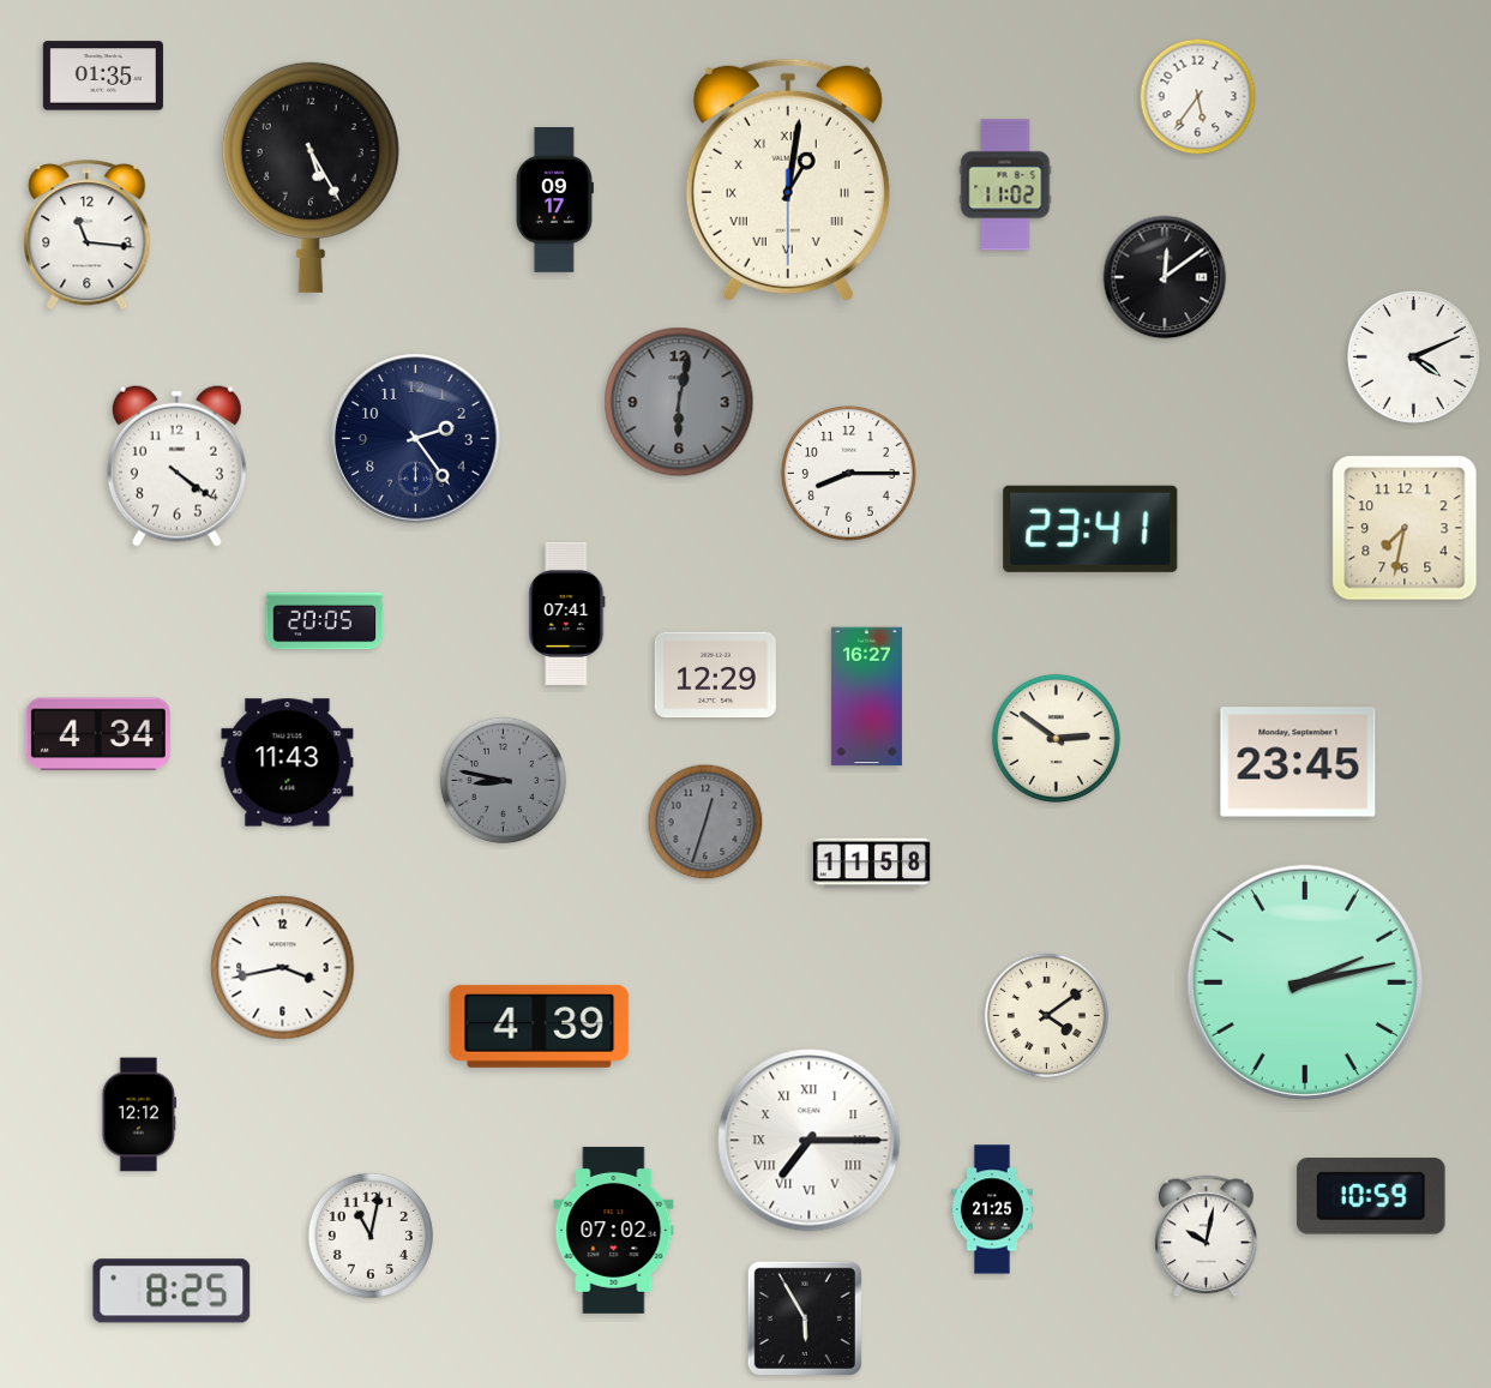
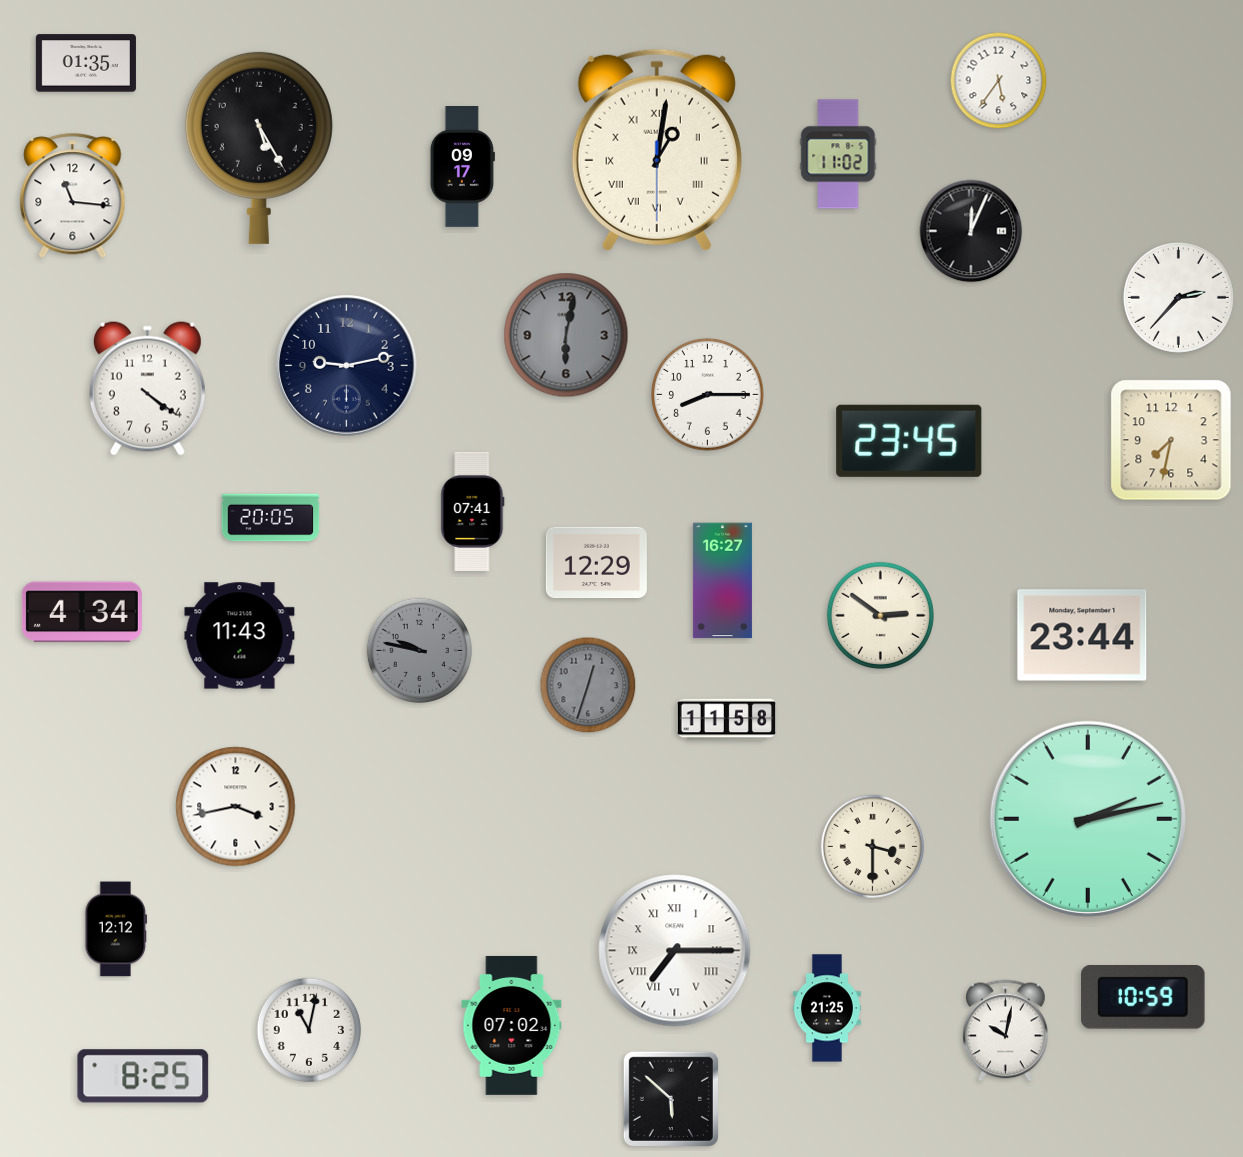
clock at (1165, 277): 12:09 -> 12:04
clock at (1413, 356): 4:11 -> 2:37
clock at (416, 439): 2:24 -> 9:13
clock at (1090, 529): 23:41 -> 23:45
clock at (1298, 762): 23:45 -> 23:44
clock at (503, 780): 8:47 -> 9:47
clock at (1046, 1015): 4:09 -> 3:30
clock at (540, 1026): 4:39 -> none
clock at (805, 1318): 5:55 -> 5:52
